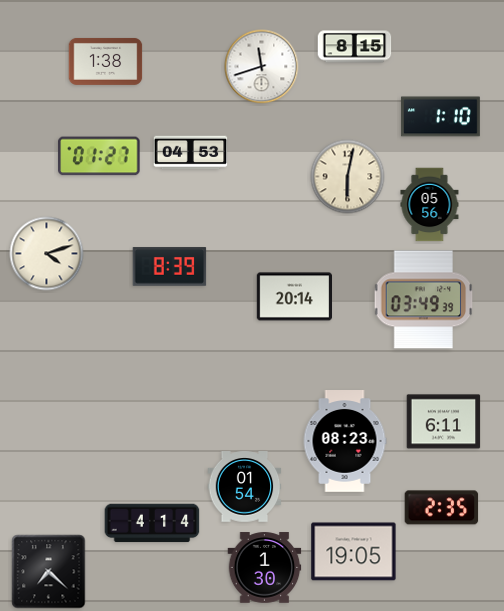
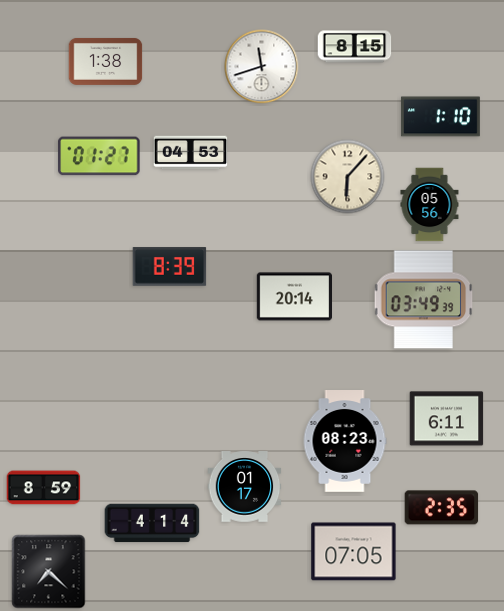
clock at (348, 177): 6:02 -> 6:07
clock at (47, 254): 4:12 -> none
clock at (444, 422) position: (444, 422) -> (447, 419)
clock at (245, 487): 01:54 -> 01:17
clock at (44, 488): none -> 8:59
clock at (354, 552): 19:05 -> 07:05
clock at (265, 568): 1:30 -> none
